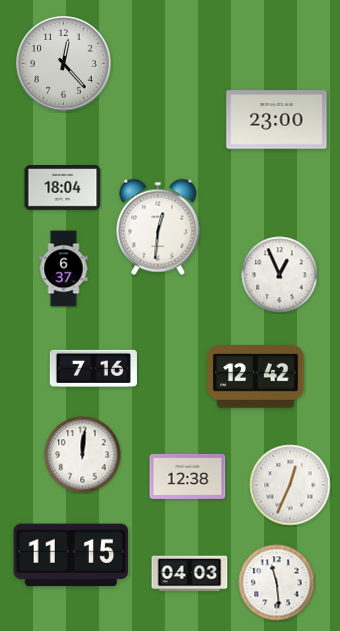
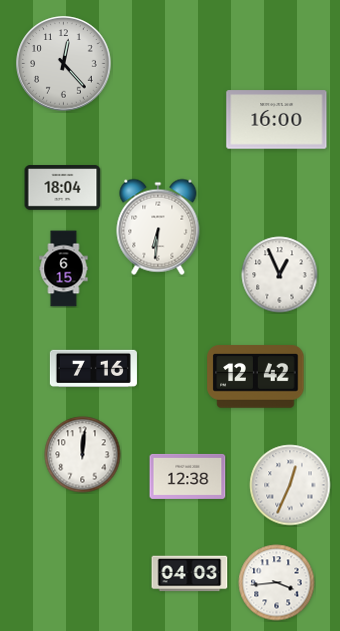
clock at (277, 120): 23:00 -> 16:00
clock at (158, 227): 12:31 -> 6:31
clock at (64, 269): 6:37 -> 6:15
clock at (71, 555): 11:15 -> none
clock at (277, 583): 11:29 -> 3:44
